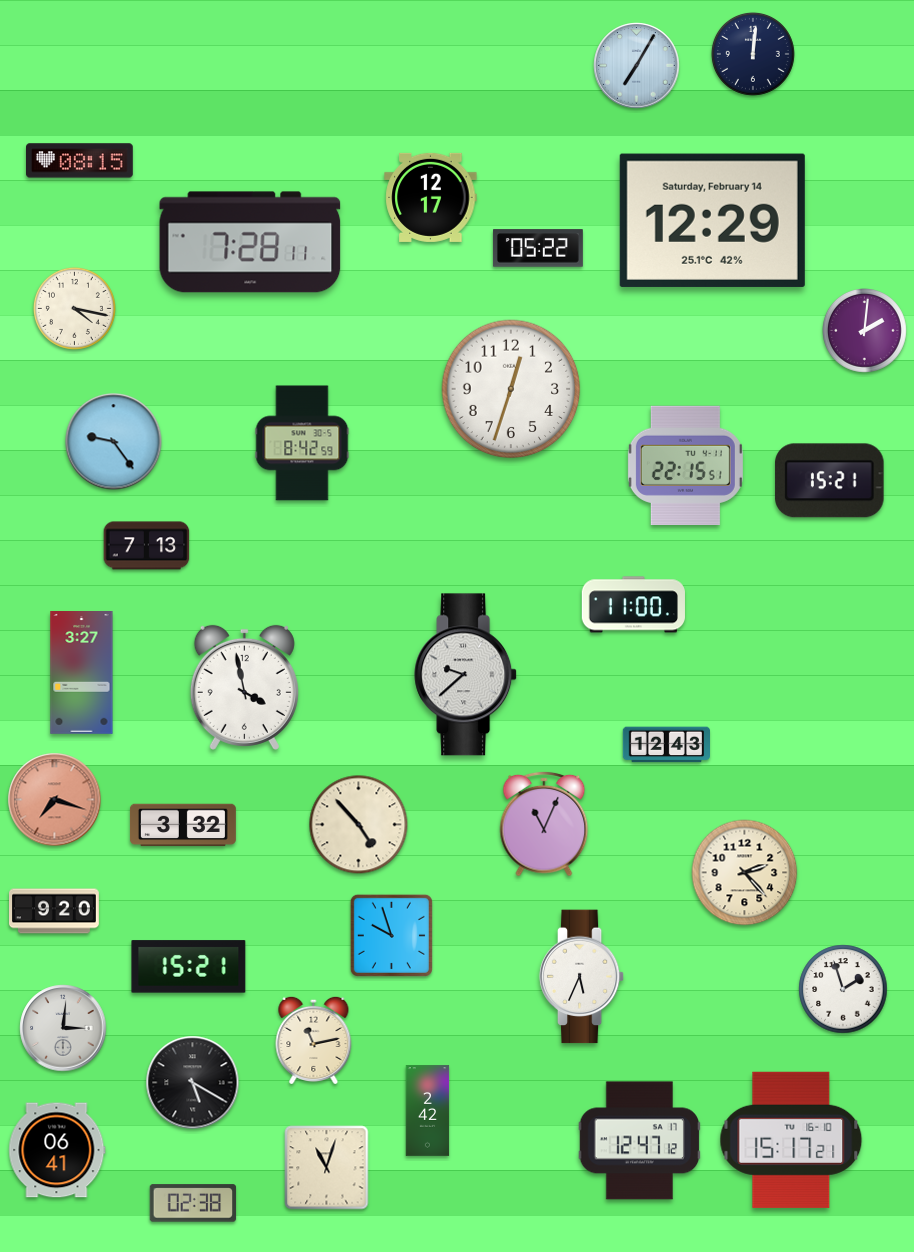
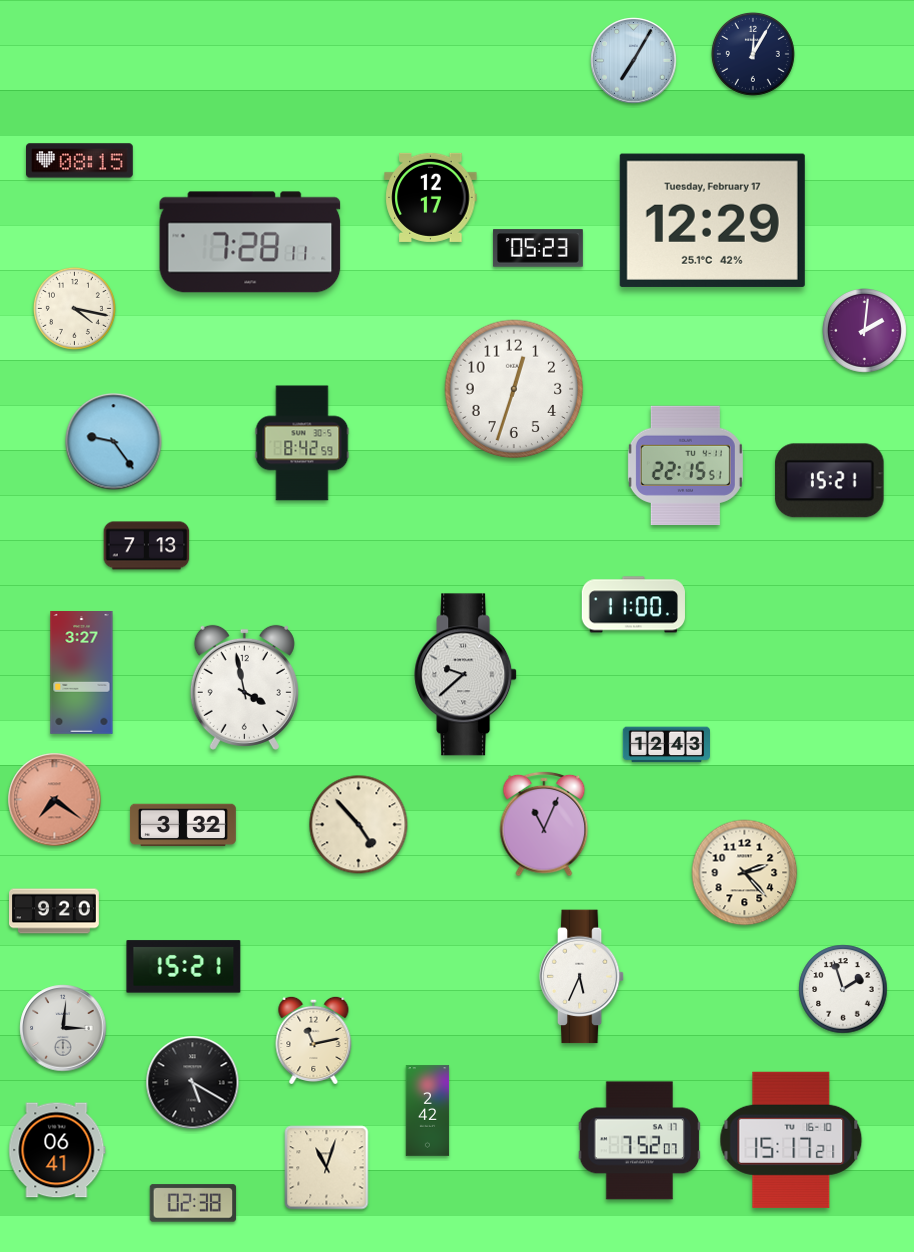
clock at (753, 54): 12:01 -> 12:05
clock at (637, 66) position: (637, 66) -> (634, 61)
clock at (712, 220) date: Saturday, February 14 -> Tuesday, February 17
clock at (538, 248): 05:22 -> 05:23
clock at (511, 389) position: (511, 389) -> (514, 389)
clock at (55, 800): 7:18 -> 7:21
clock at (391, 935): 9:57 -> none
clock at (189, 967) position: (189, 967) -> (184, 967)
clock at (640, 1141): 12:47 -> 7:52
